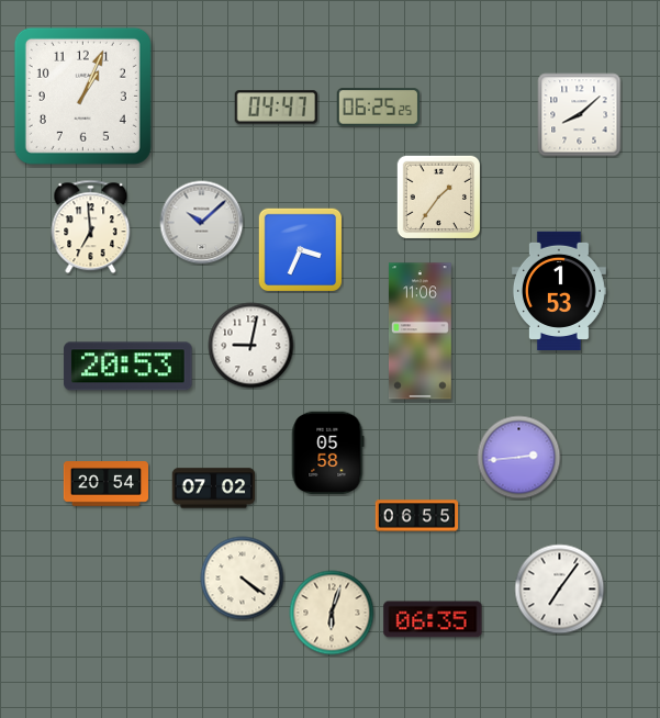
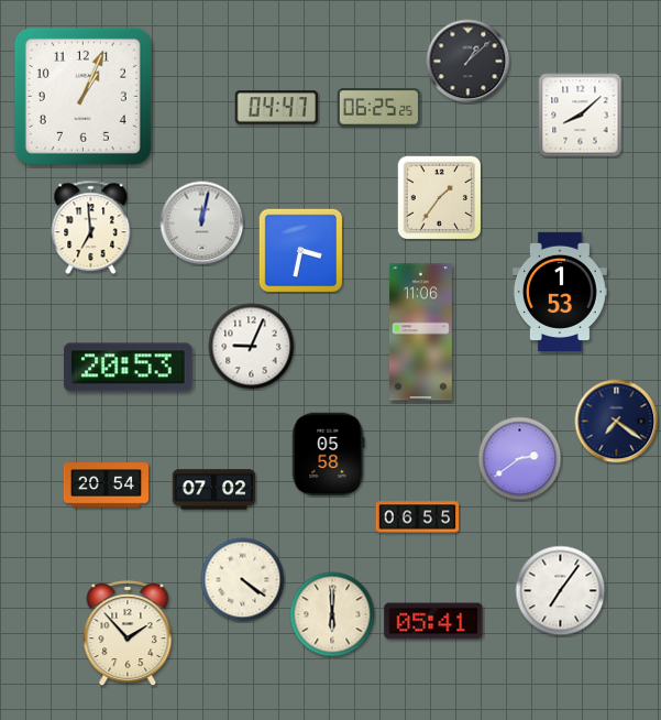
clock at (469, 62): none -> 1:08
clock at (202, 223): 10:08 -> 12:02
clock at (300, 249): 3:34 -> 3:32
clock at (251, 346): 9:02 -> 9:04
clock at (617, 422): none -> 7:21
clock at (519, 458): 2:44 -> 2:39
clock at (332, 613): 6:03 -> 6:00
clock at (433, 619): 06:35 -> 05:41
clock at (128, 634): none -> 1:53
